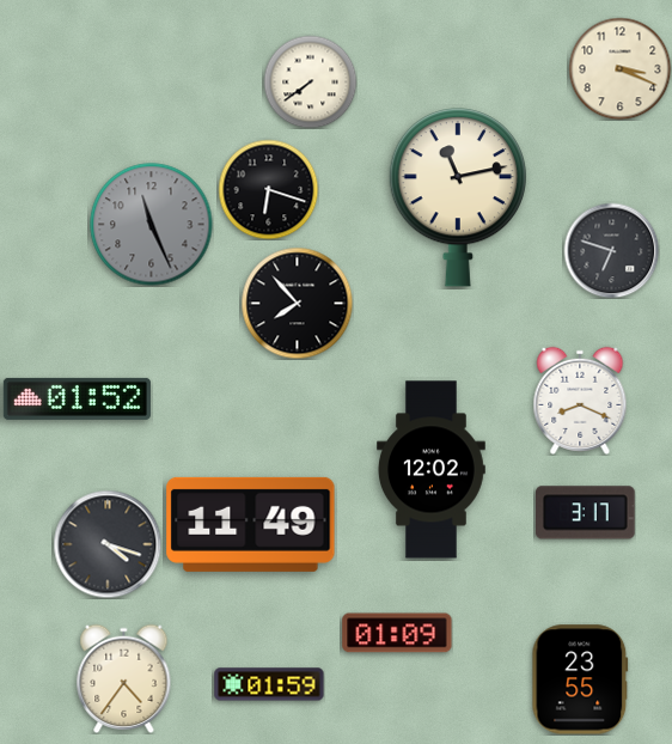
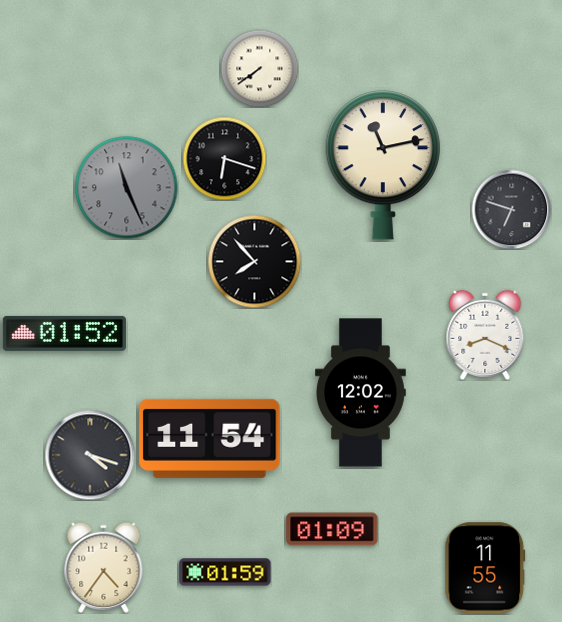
clock at (619, 68): 3:19 -> none
clock at (297, 303) position: (297, 303) -> (254, 261)
clock at (586, 513): 3:17 -> none
clock at (251, 524): 11:49 -> 11:54
clock at (580, 679): 23:55 -> 11:55
